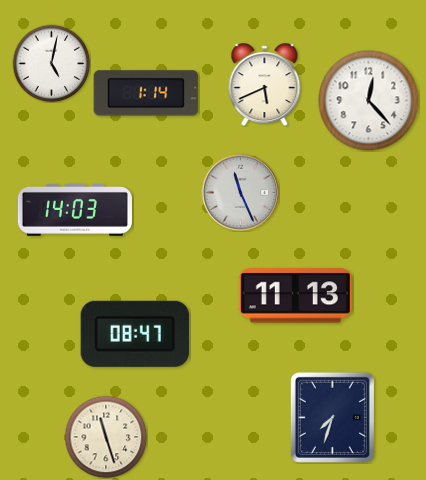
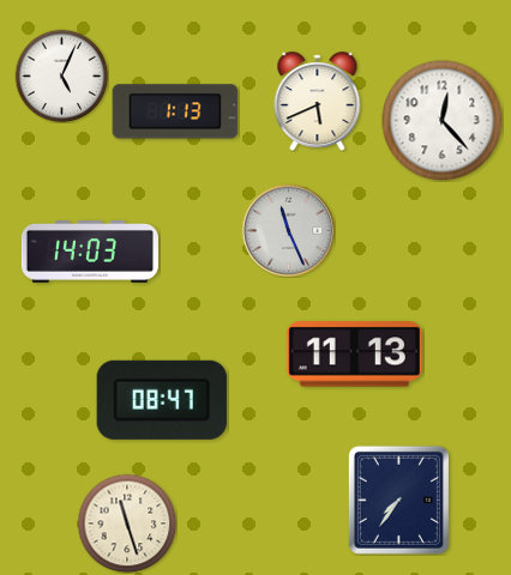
clock at (51, 63): 5:02 -> 5:04
clock at (146, 93): 1:14 -> 1:13
clock at (332, 417): 7:33 -> 7:36
